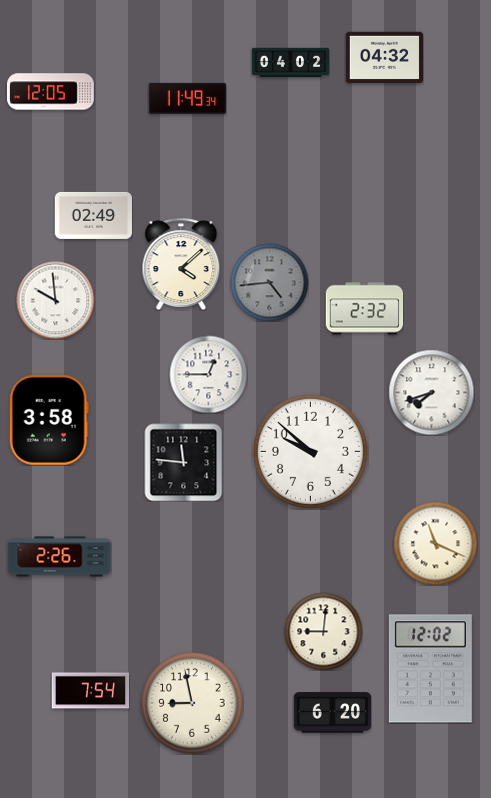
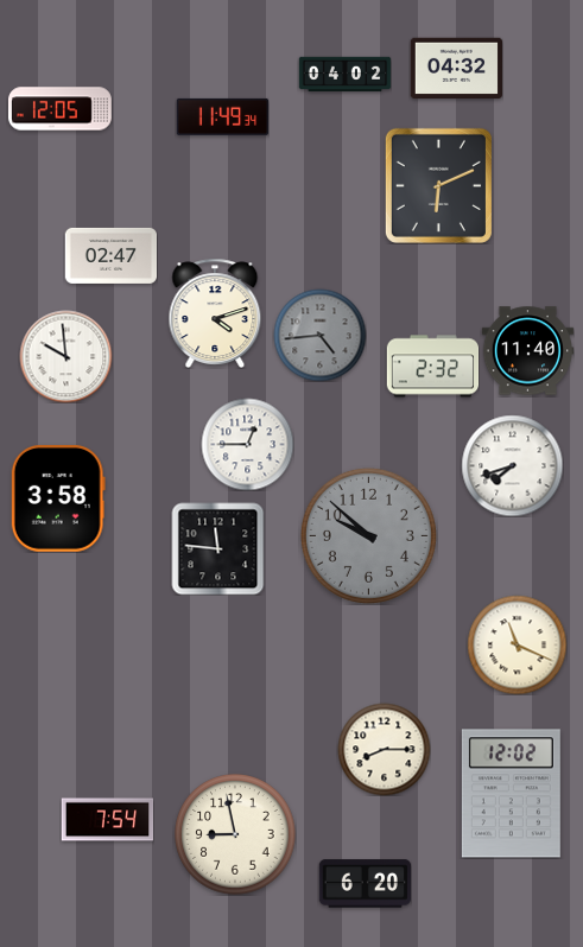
clock at (438, 185): none -> 6:11
clock at (93, 215): 02:49 -> 02:47
clock at (181, 263): 4:08 -> 4:12
clock at (527, 351): none -> 11:40
clock at (310, 451) dial: white -> grey
clock at (60, 557): 2:26 -> none
clock at (323, 631): 9:01 -> 8:15
clock at (192, 703) position: (192, 703) -> (235, 834)
clock at (332, 713) position: (332, 713) -> (365, 884)
